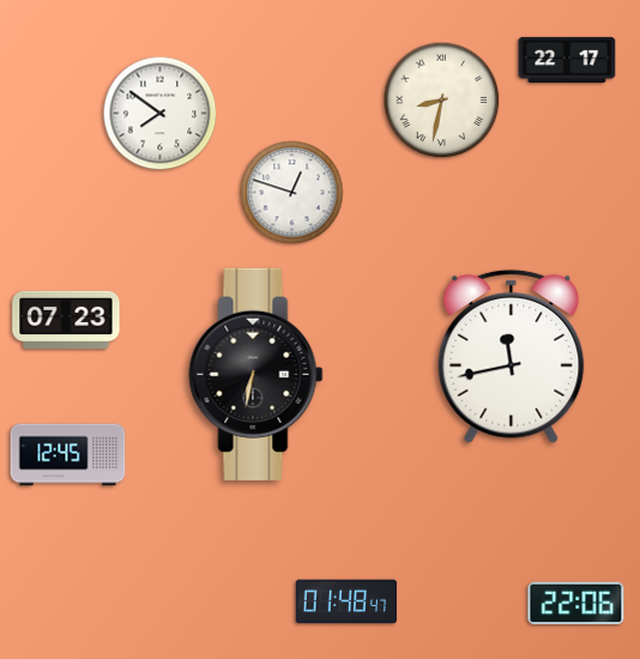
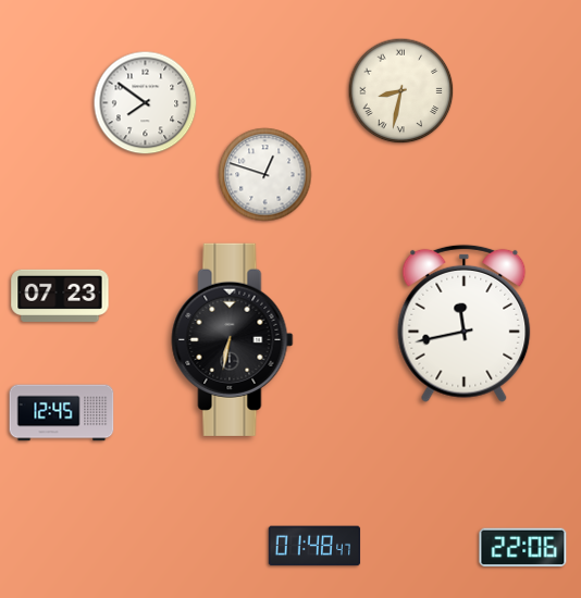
clock at (567, 60): 22:17 -> none
clock at (66, 320) position: (66, 320) -> (60, 296)
